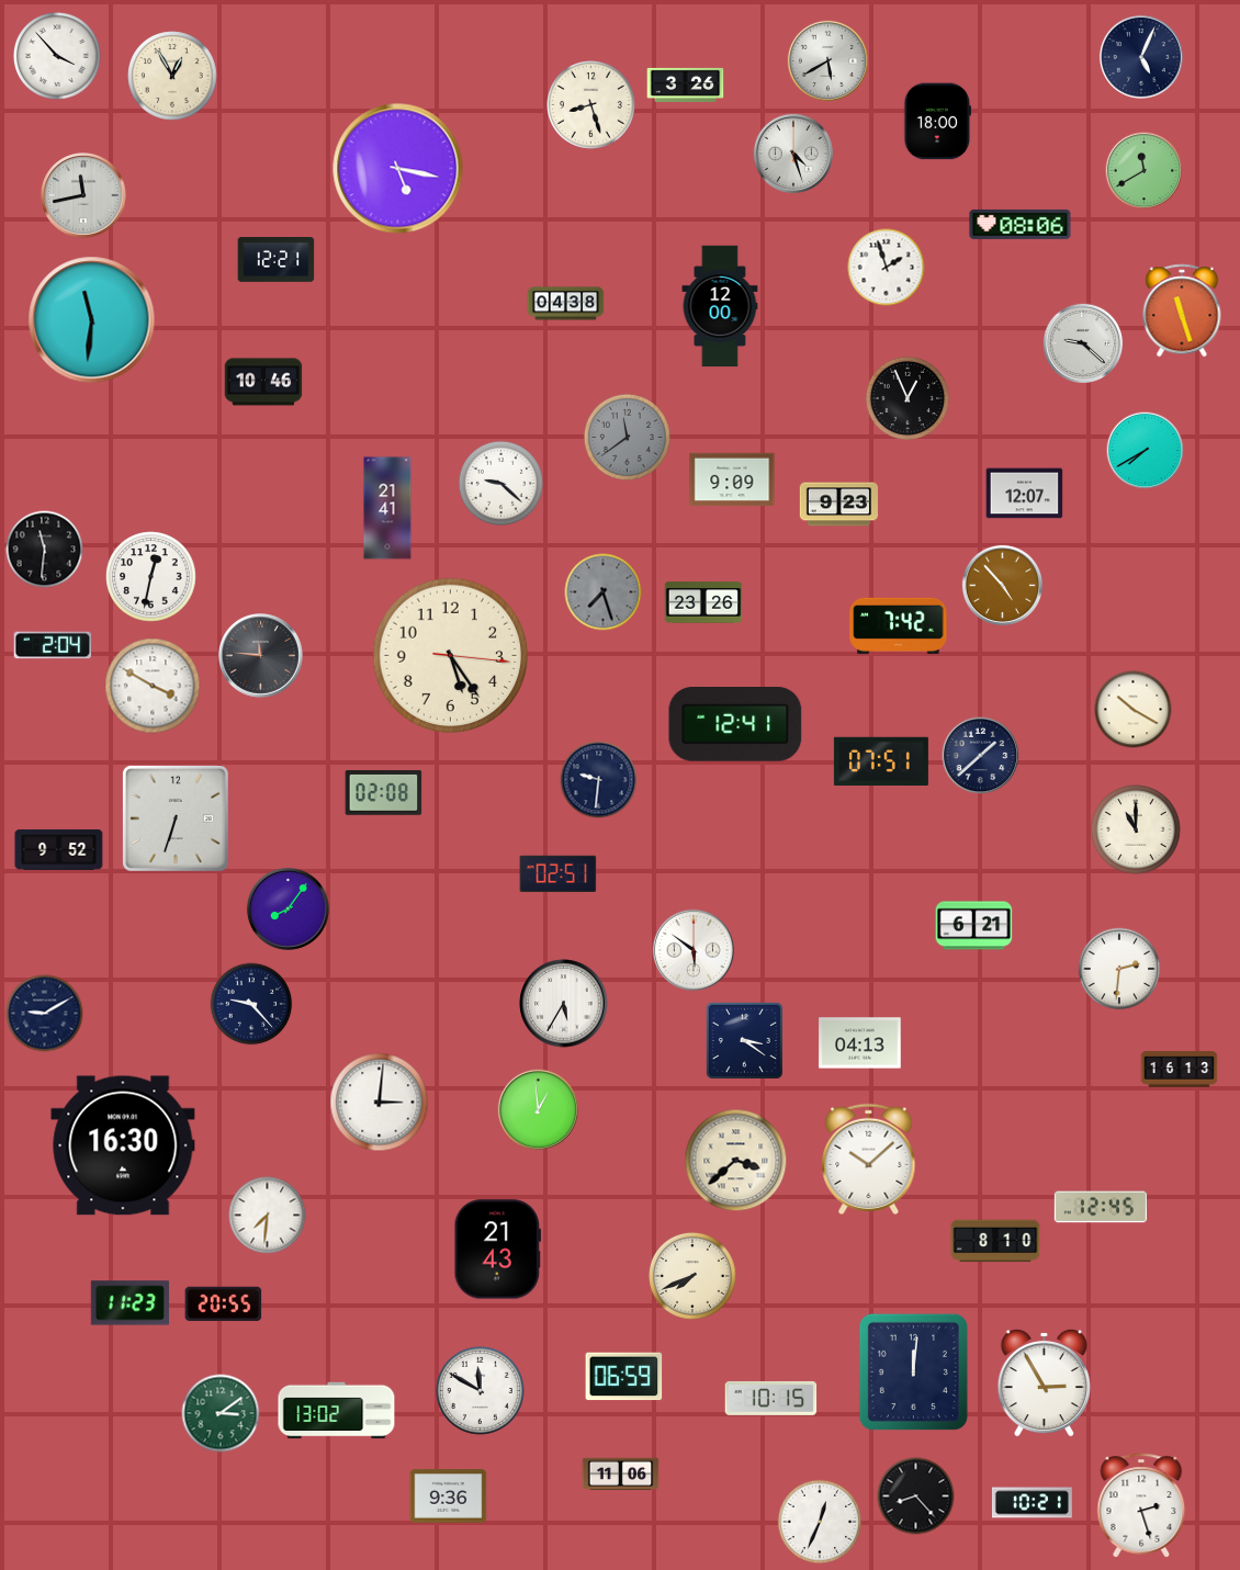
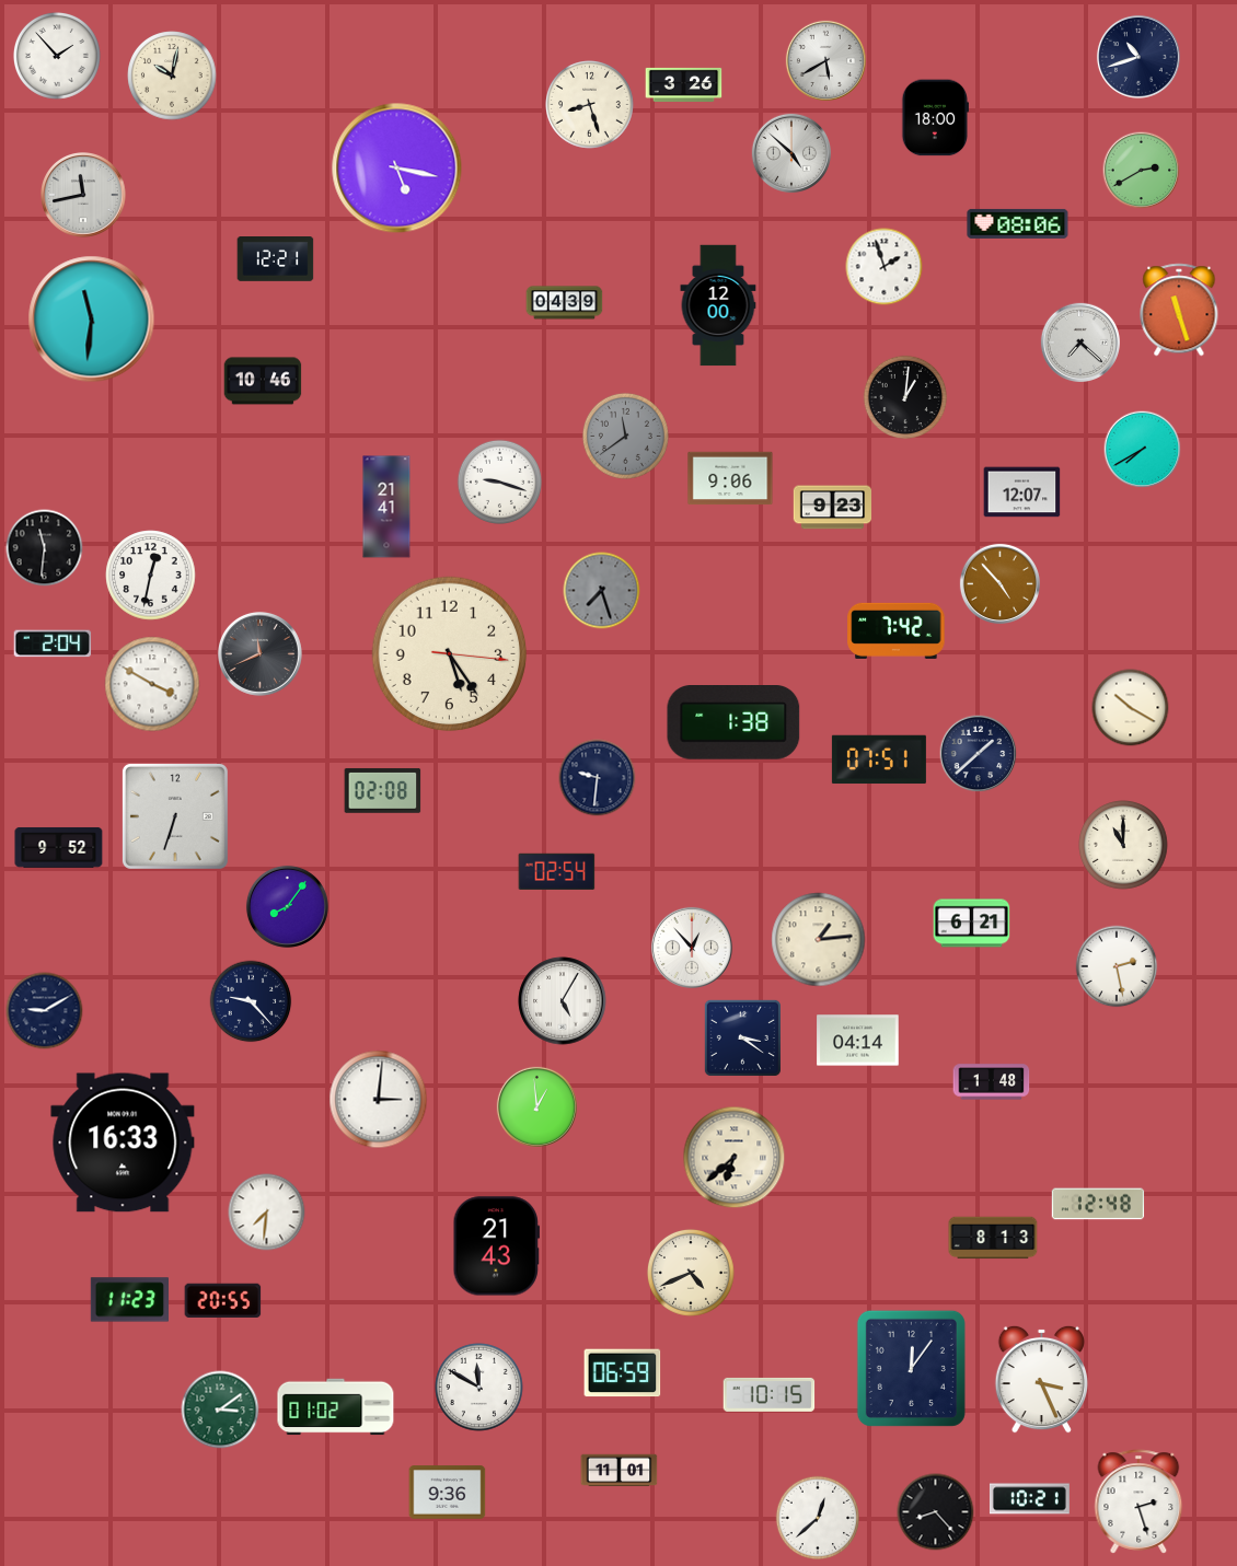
clock at (57, 56): 3:53 -> 1:53
clock at (1141, 57): 5:04 -> 10:42
clock at (172, 76): 12:55 -> 10:02
clock at (938, 122) position: (938, 122) -> (936, 118)
clock at (792, 153): 4:27 -> 4:52
clock at (1145, 171): 11:40 -> 2:40
clock at (566, 304): 04:38 -> 04:39
clock at (1082, 342): 9:22 -> 7:22
clock at (908, 398): 12:56 -> 1:01
clock at (732, 479): 9:09 -> 9:06
clock at (500, 483): 9:22 -> 9:18
clock at (839, 505) position: (839, 505) -> (833, 508)
clock at (703, 602): 23:26 -> none
clock at (899, 625) position: (899, 625) -> (897, 630)
clock at (260, 655): 11:46 -> 11:41
clock at (735, 725): 12:41 -> 1:38
clock at (1136, 829) position: (1136, 829) -> (1123, 845)
clock at (559, 873): 02:51 -> 02:54
clock at (819, 940): none -> 1:14
clock at (694, 950): 5:51 -> 12:53
clock at (1119, 969): 2:31 -> 2:28
clock at (564, 1004): 5:35 -> 5:05
clock at (860, 1043): 04:13 -> 04:14
clock at (1180, 1070): 16:13 -> none
clock at (992, 1082): none -> 1:48
clock at (123, 1145): 16:30 -> 16:33
clock at (869, 1159): 10:08 -> none
clock at (736, 1161): 3:38 -> 6:38
clock at (1101, 1207): 12:45 -> 12:48
clock at (995, 1241): 8:10 -> 8:13
clock at (692, 1276): 7:41 -> 4:41
clock at (913, 1371): 12:01 -> 12:06
clock at (1044, 1382): 2:55 -> 3:26
clock at (337, 1411): 13:02 -> 01:02
clock at (621, 1475): 11:06 -> 11:01
clock at (916, 1496) position: (916, 1496) -> (936, 1512)
clock at (820, 1522): 12:34 -> 12:38
